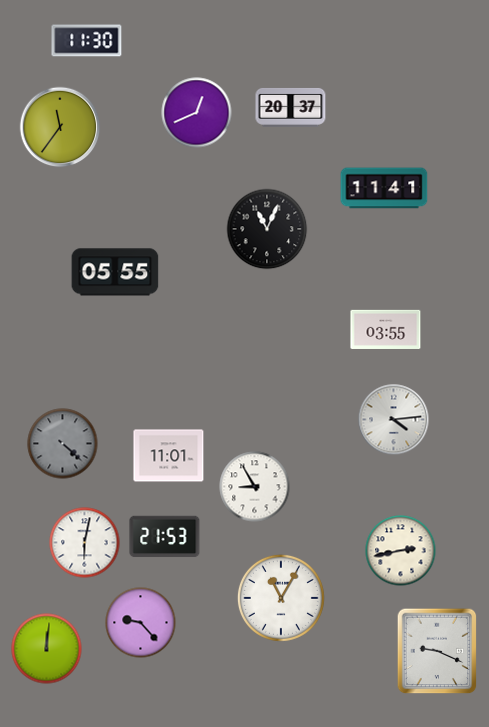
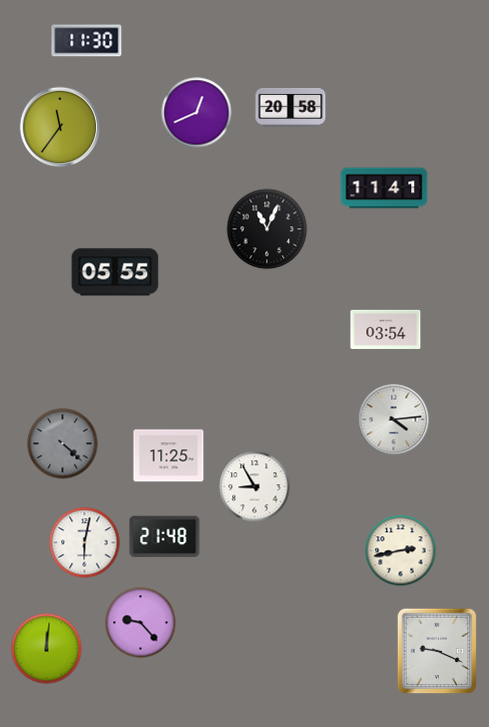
clock at (291, 107): 20:37 -> 20:58
clock at (386, 329): 03:55 -> 03:54
clock at (169, 456): 11:01 -> 11:25
clock at (165, 537): 21:53 -> 21:48
clock at (281, 598): 11:05 -> none
